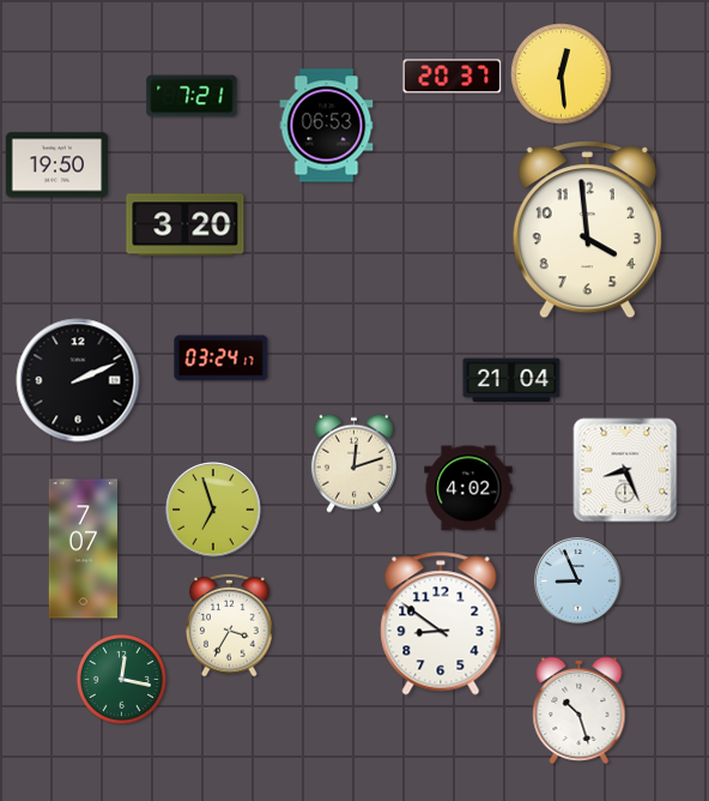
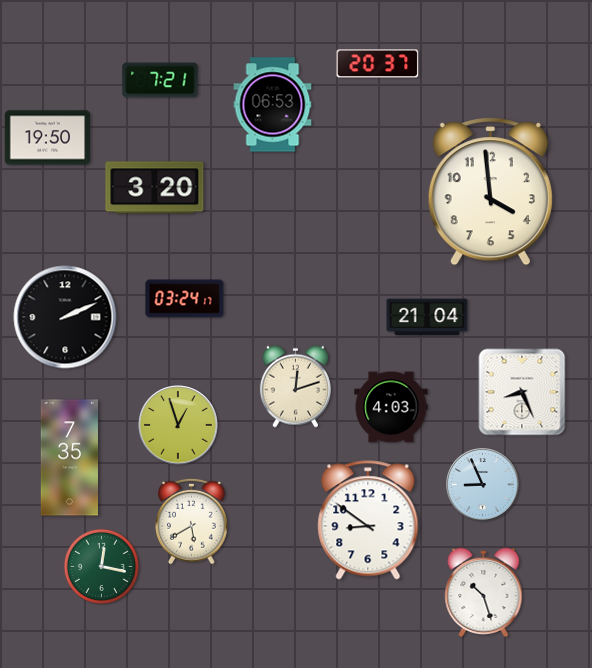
clock at (562, 74): 12:29 -> none
clock at (468, 488): 4:02 -> 4:03
clock at (213, 510): 6:57 -> 12:57
clock at (84, 549): 7:07 -> 7:35
clock at (230, 625): 3:35 -> 5:40
